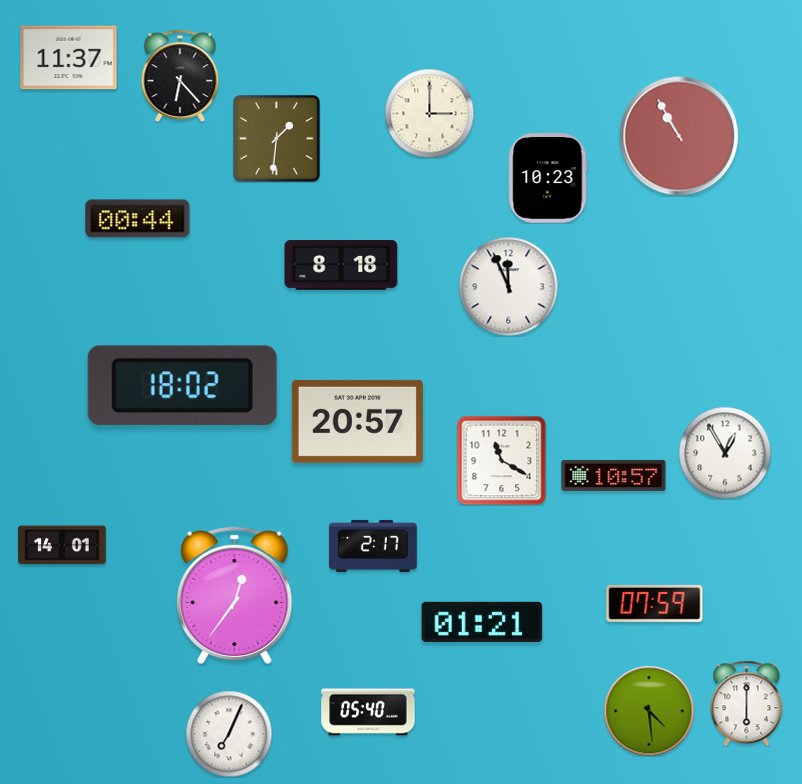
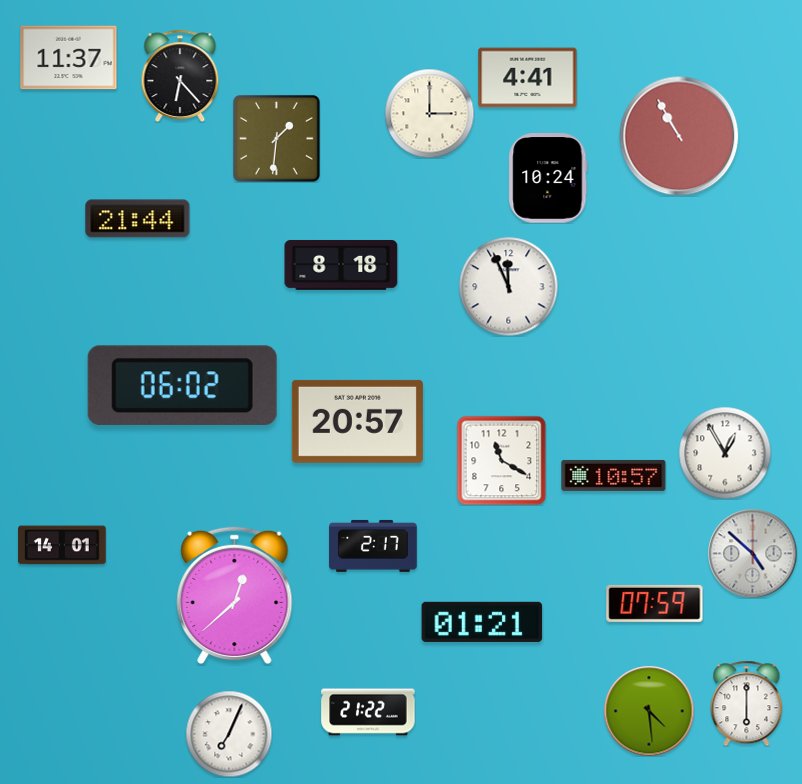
clock at (528, 78): none -> 4:41
clock at (548, 178): 10:23 -> 10:24
clock at (138, 219): 00:44 -> 21:44
clock at (182, 385): 18:02 -> 06:02
clock at (752, 553): none -> 4:52
clock at (235, 596): 12:36 -> 12:38
clock at (368, 712): 05:40 -> 21:22
